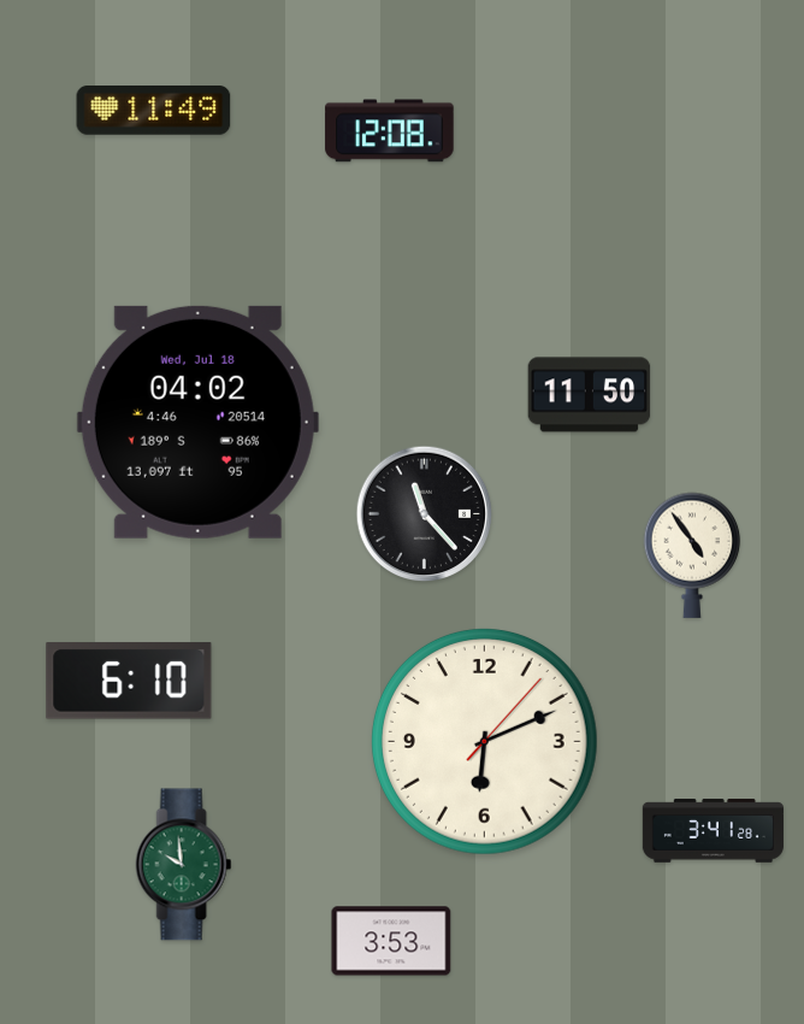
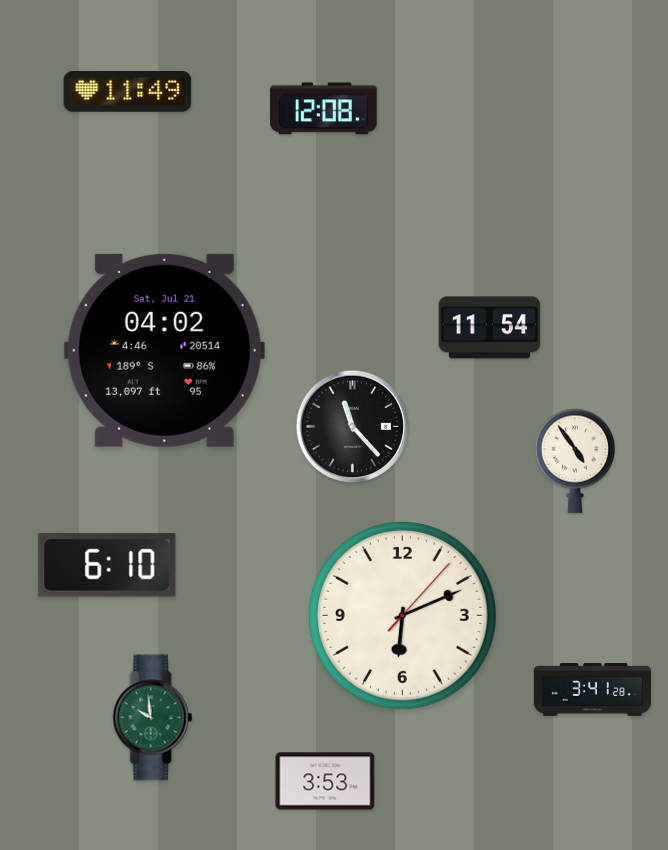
clock at (590, 395): 11:50 -> 11:54
clock at (197, 422) date: Wed, Jul 18 -> Sat, Jul 21
